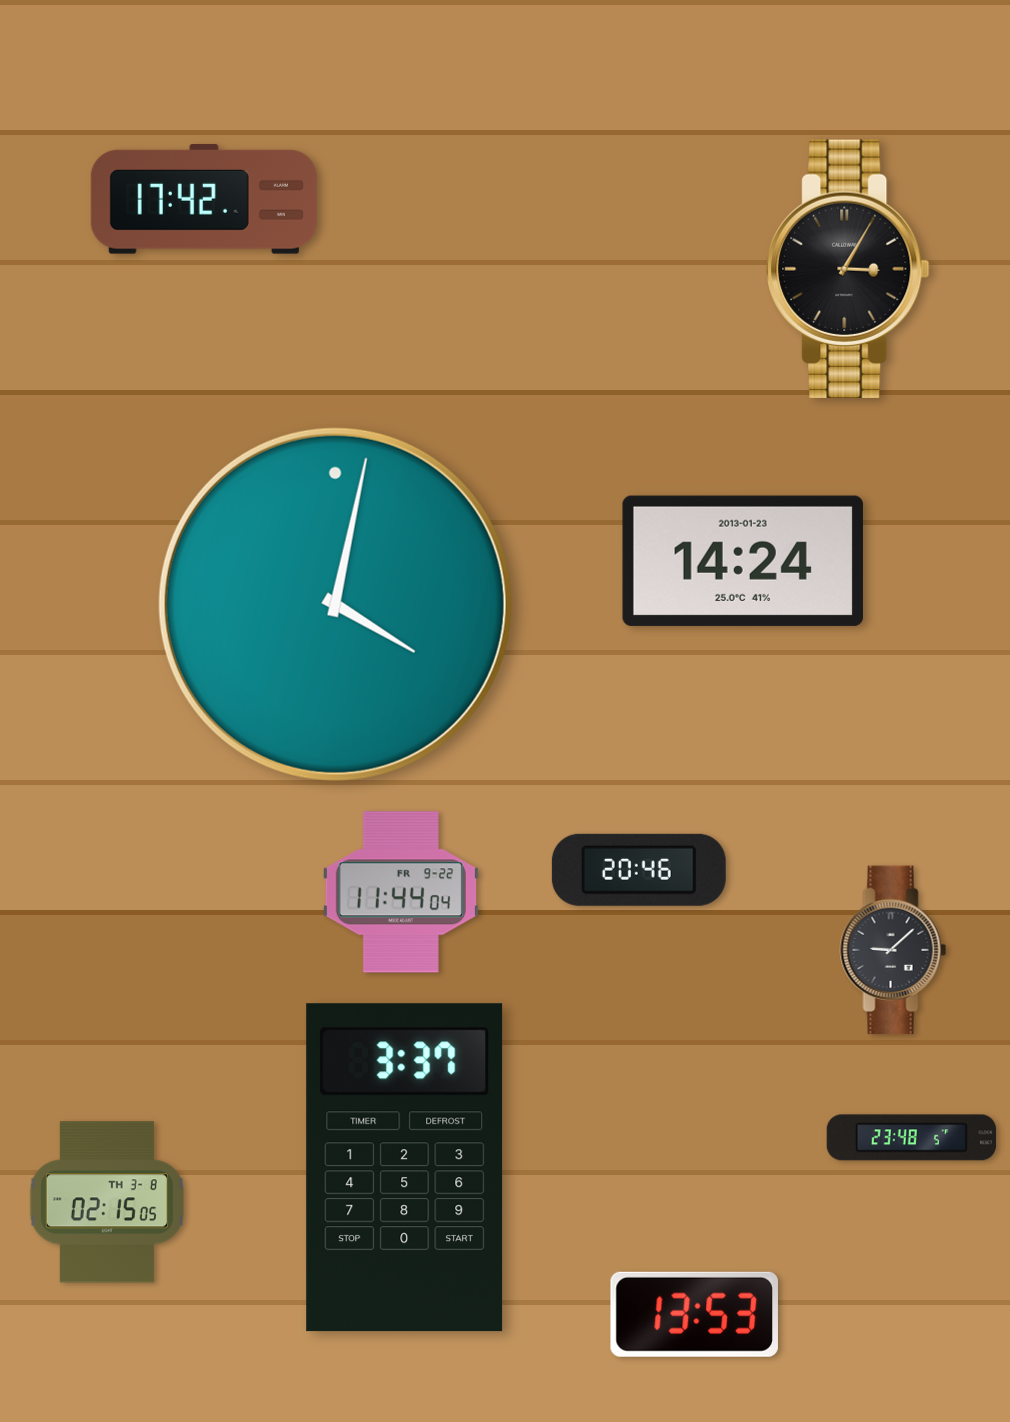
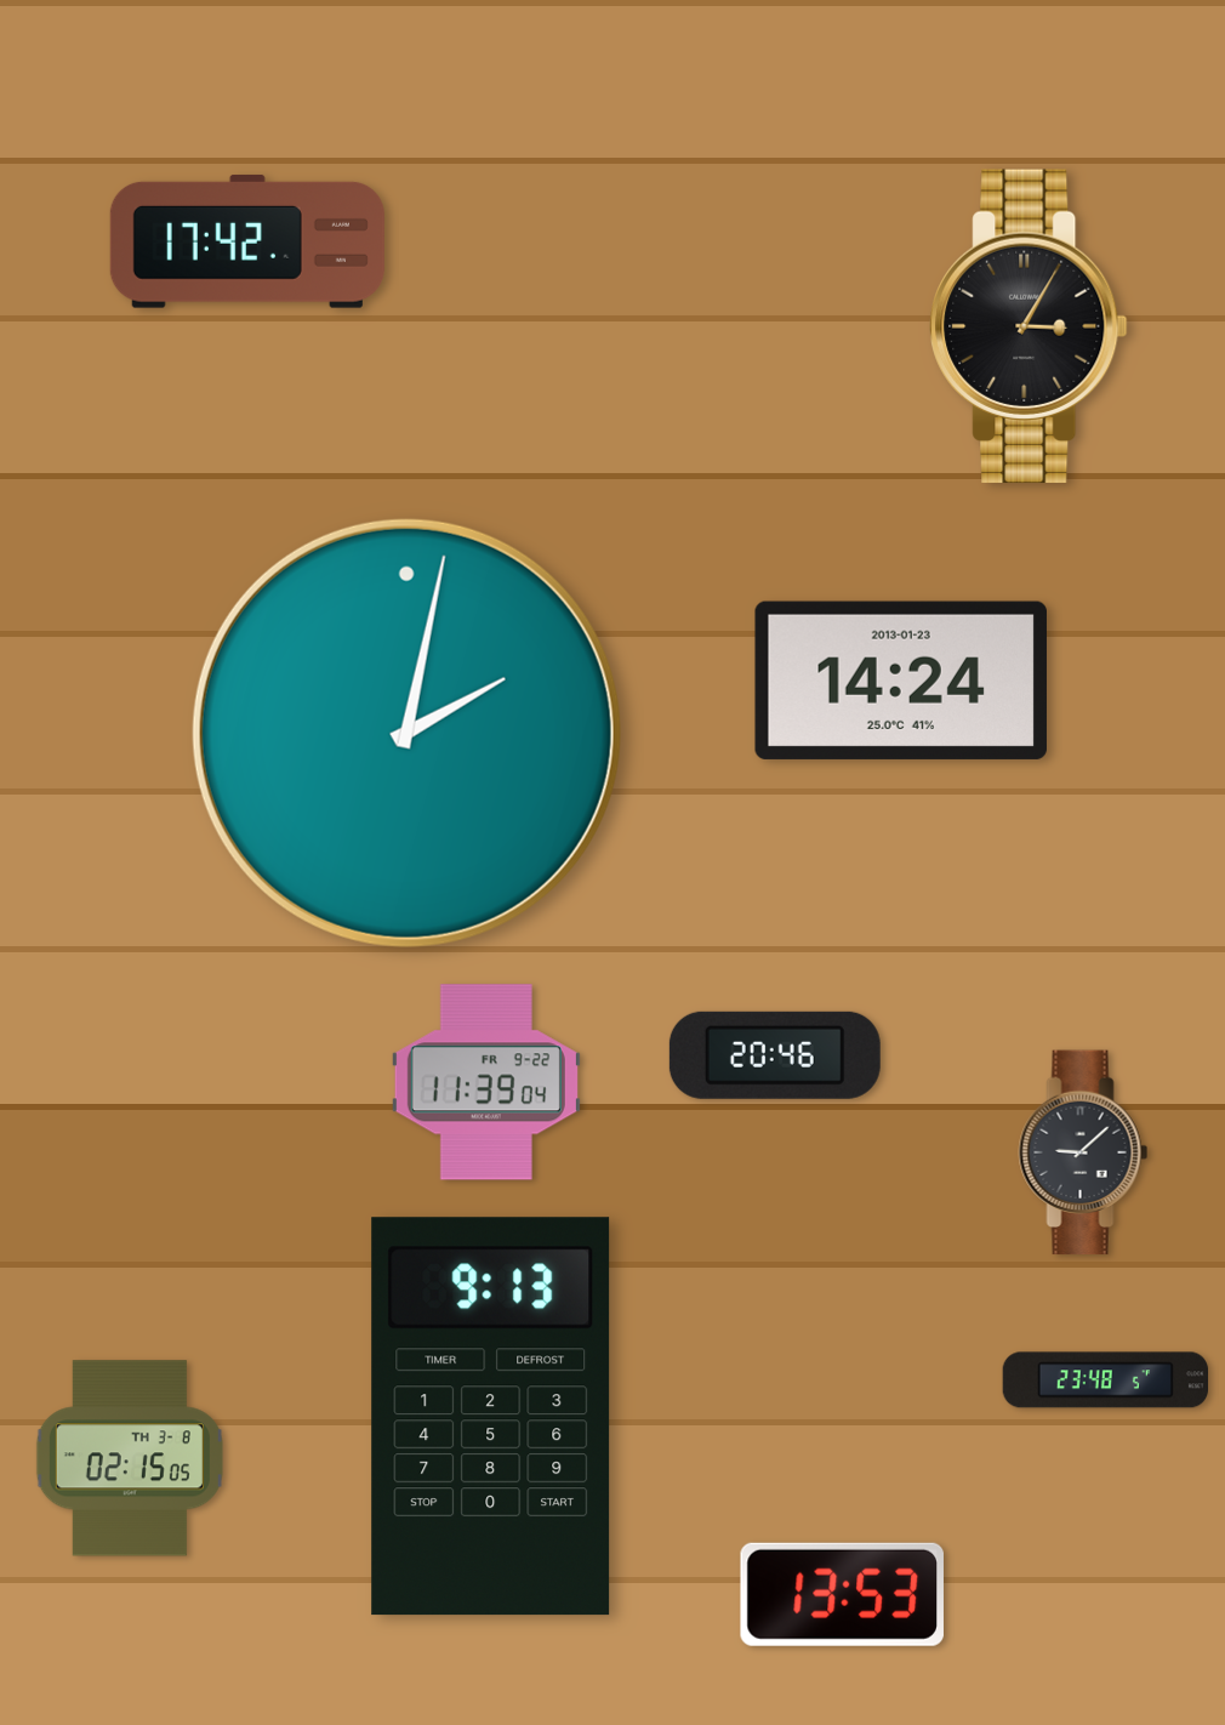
clock at (335, 604): 4:02 -> 2:02
clock at (401, 892): 11:44 -> 11:39
clock at (405, 1168): 3:37 -> 9:13
